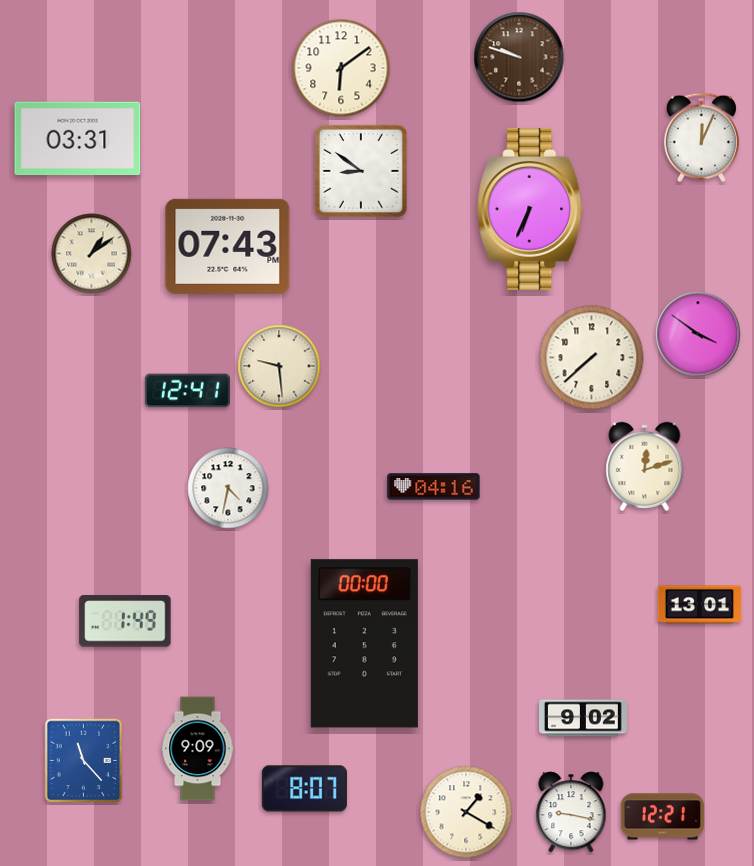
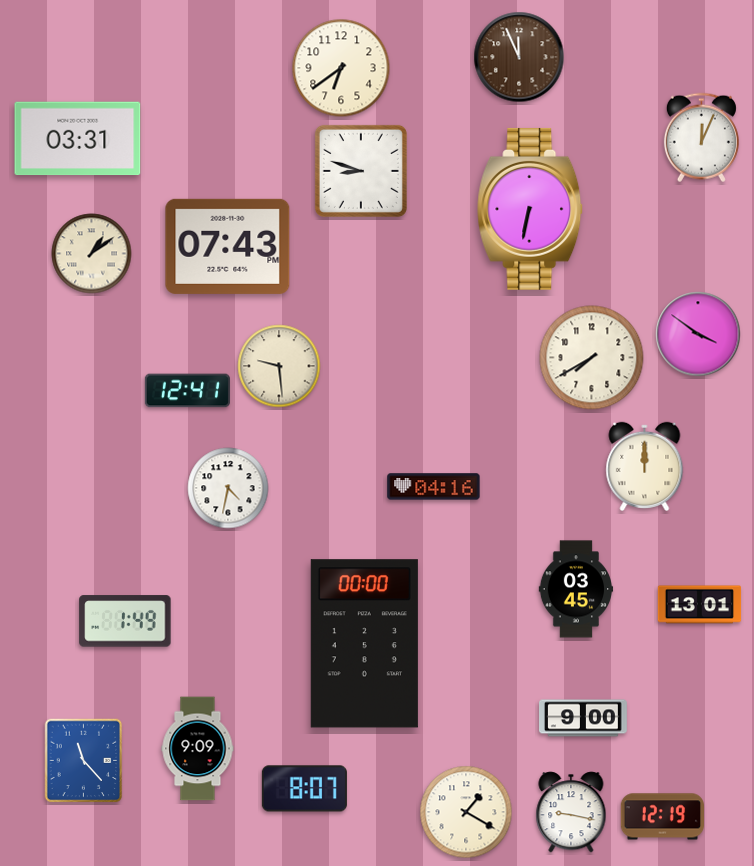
clock at (519, 57): 9:48 -> 11:56
clock at (341, 68): 6:09 -> 6:39
clock at (361, 171): 8:51 -> 8:48
clock at (531, 209): 6:34 -> 6:32
clock at (592, 358): 7:38 -> 7:40
clock at (645, 466): 12:12 -> 12:00
clock at (576, 589): none -> 03:45
clock at (584, 718): 9:02 -> 9:00
clock at (662, 817): 12:21 -> 12:19
